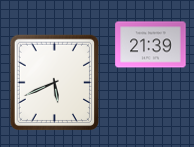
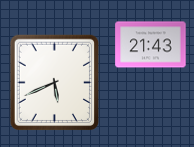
clock at (151, 45): 21:39 -> 21:43
